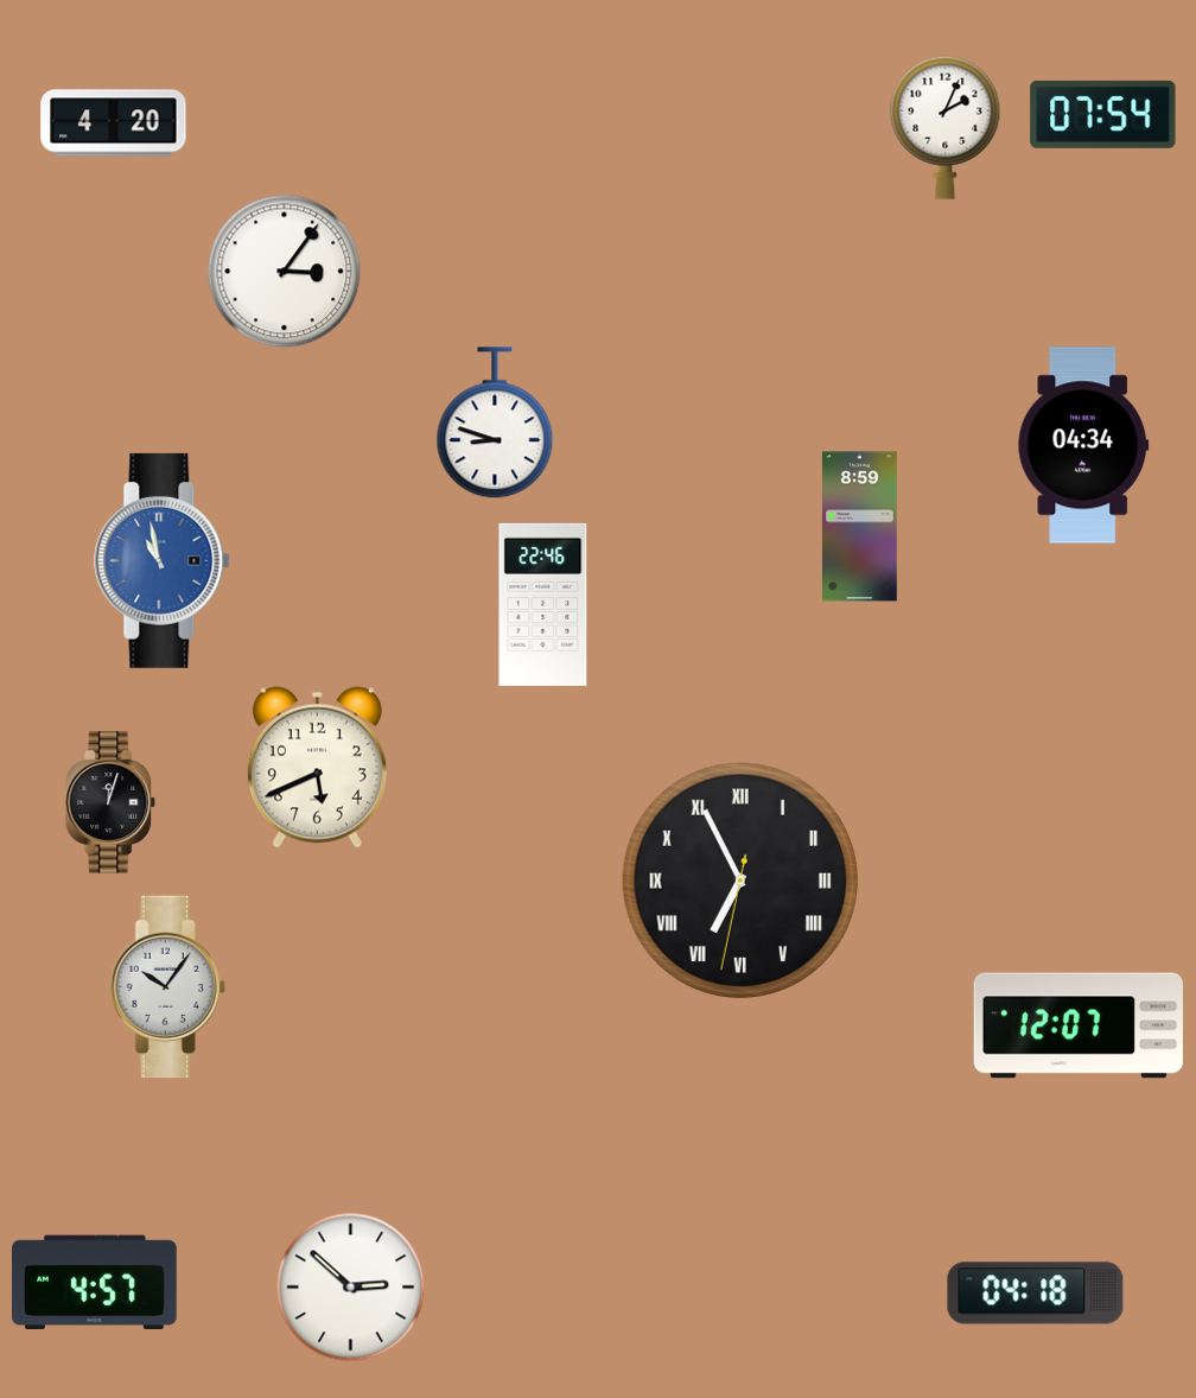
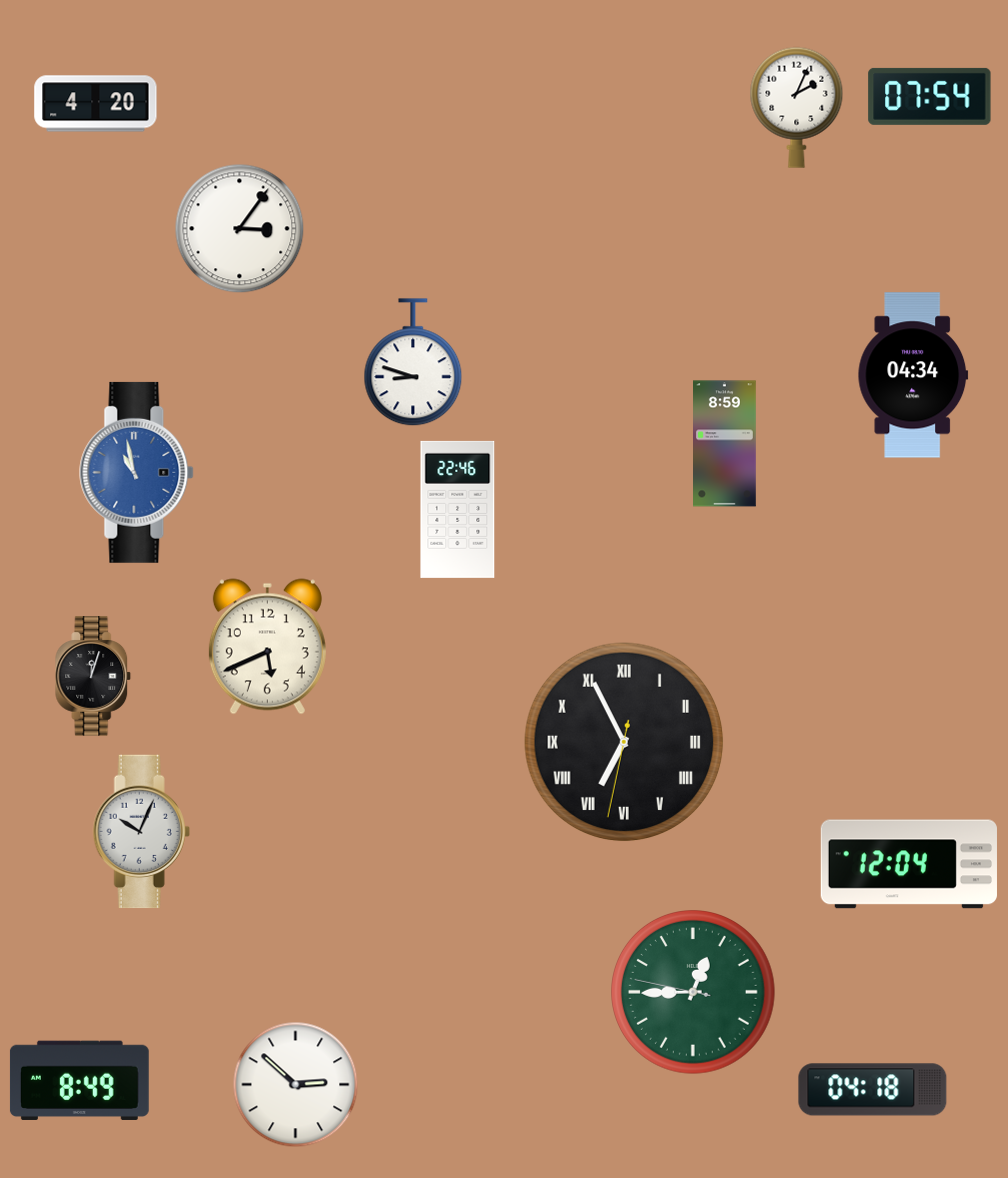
clock at (495, 424) position: (495, 424) -> (413, 363)
clock at (167, 987): 10:06 -> 10:04
clock at (1079, 1025): 12:07 -> 12:04
clock at (694, 993): none -> 12:44
clock at (94, 1282): 4:57 -> 8:49
